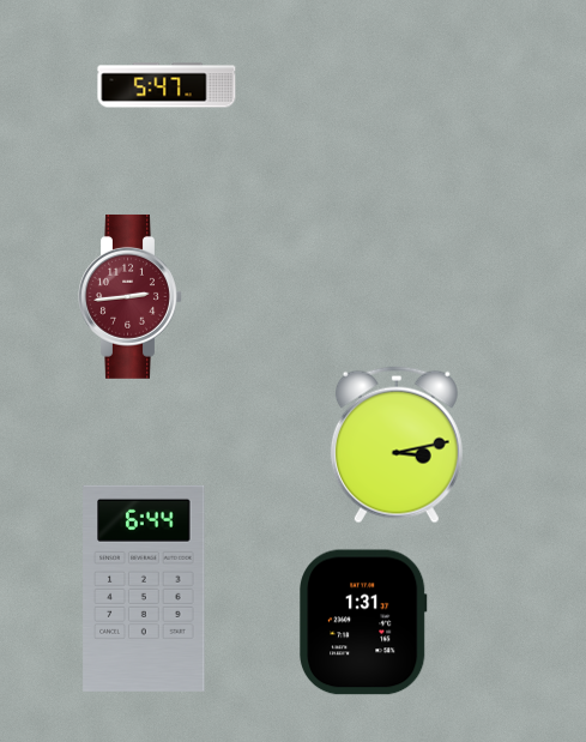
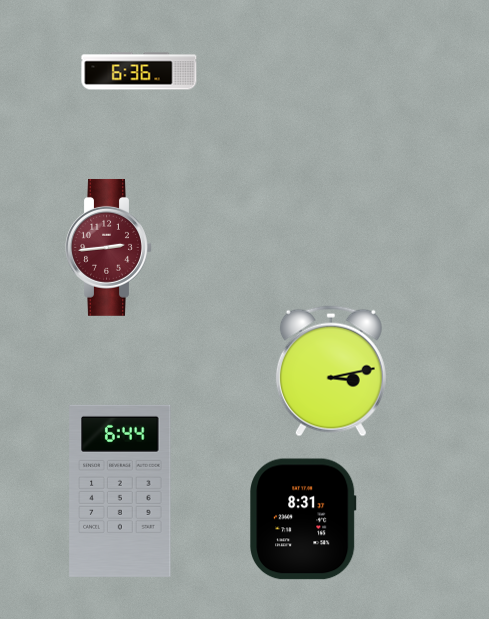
clock at (167, 85): 5:47 -> 6:36
clock at (364, 622): 1:31 -> 8:31
